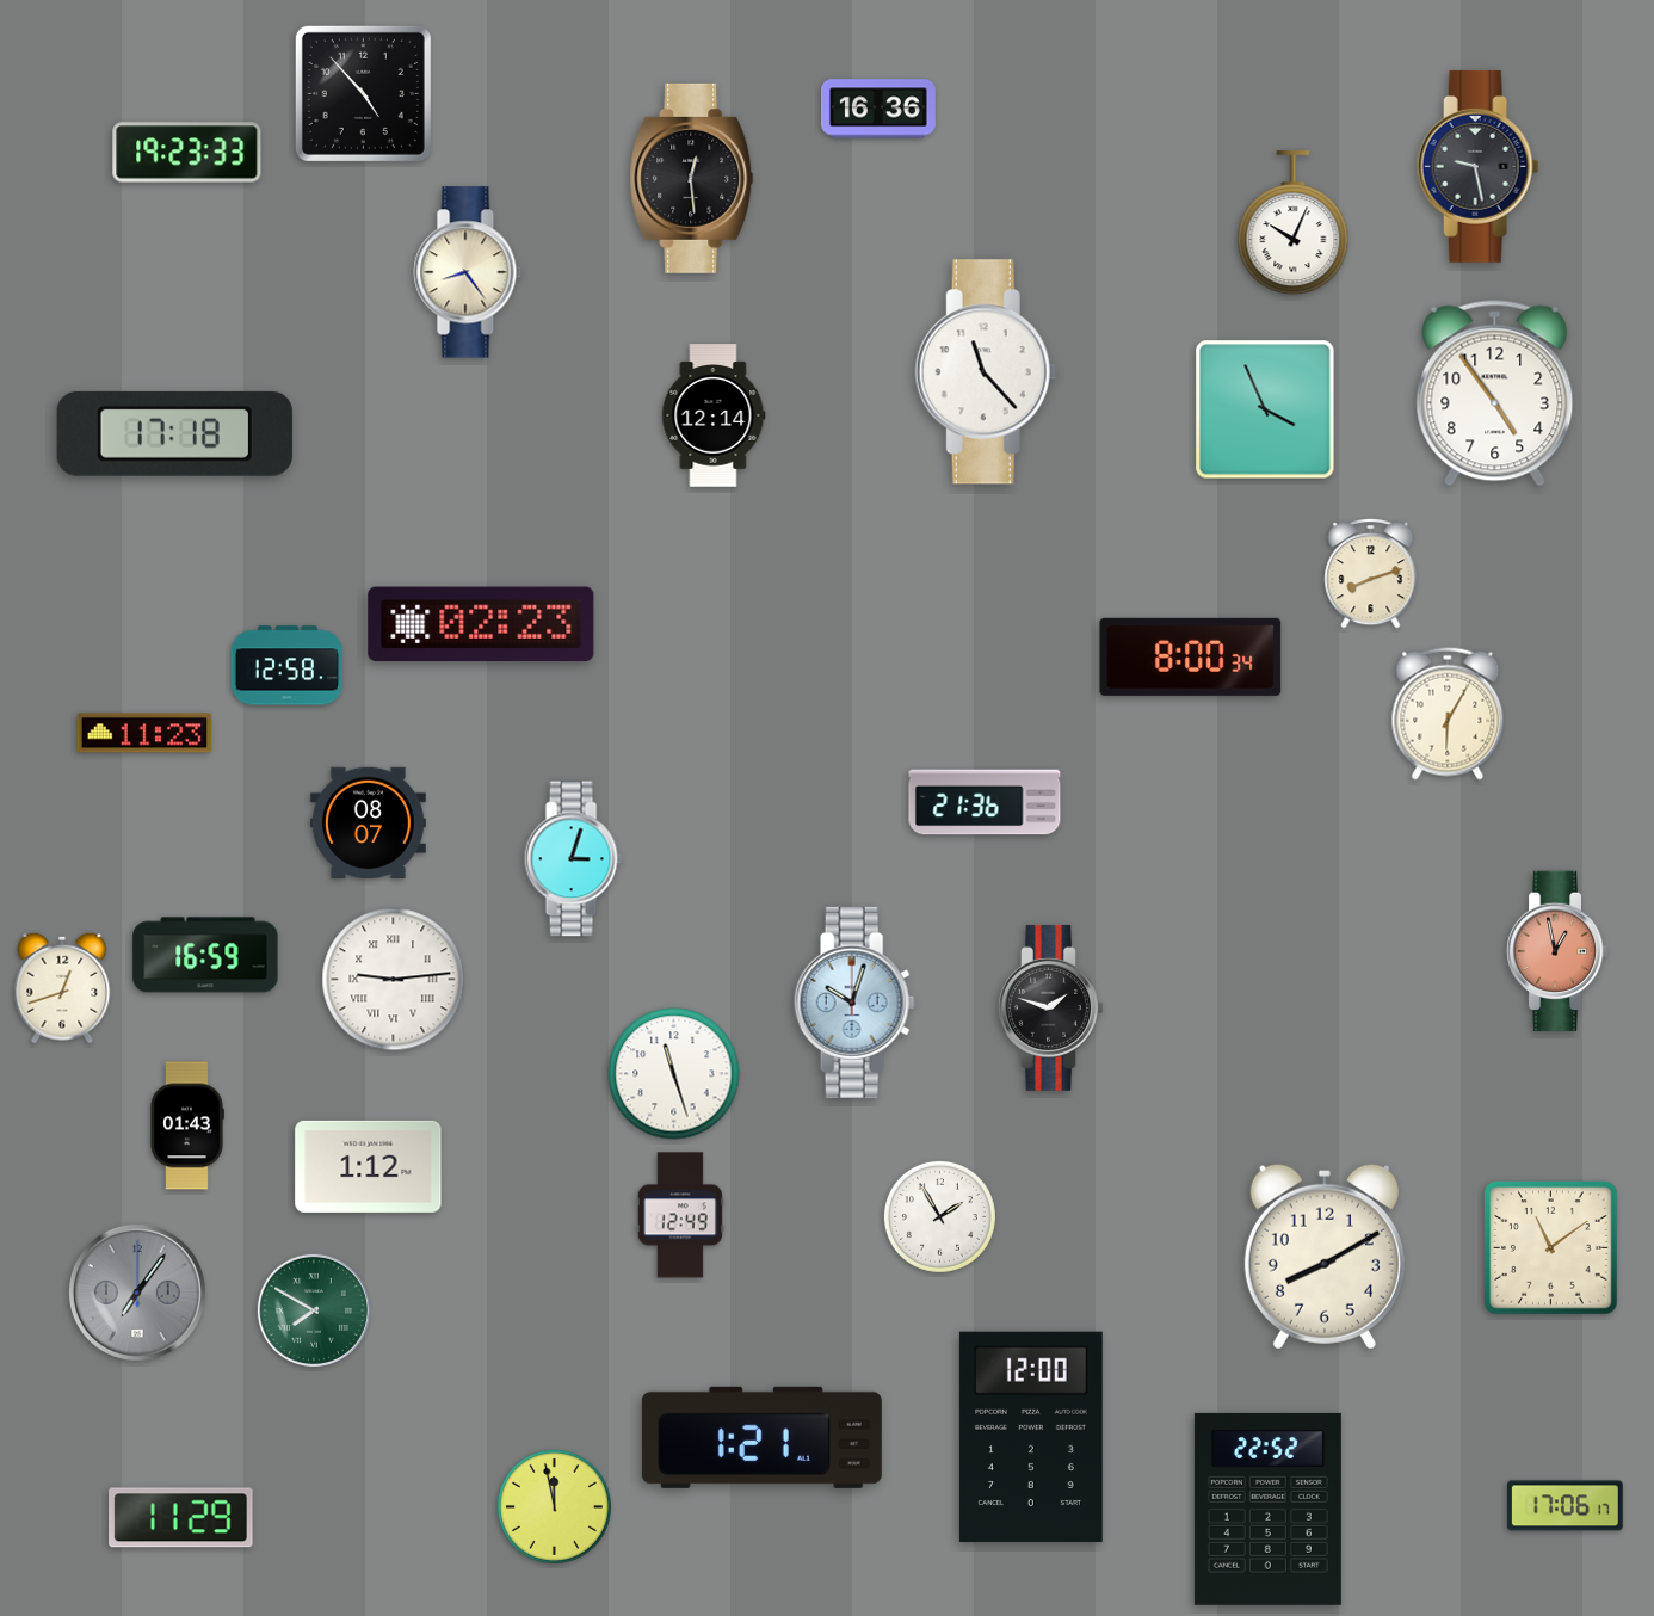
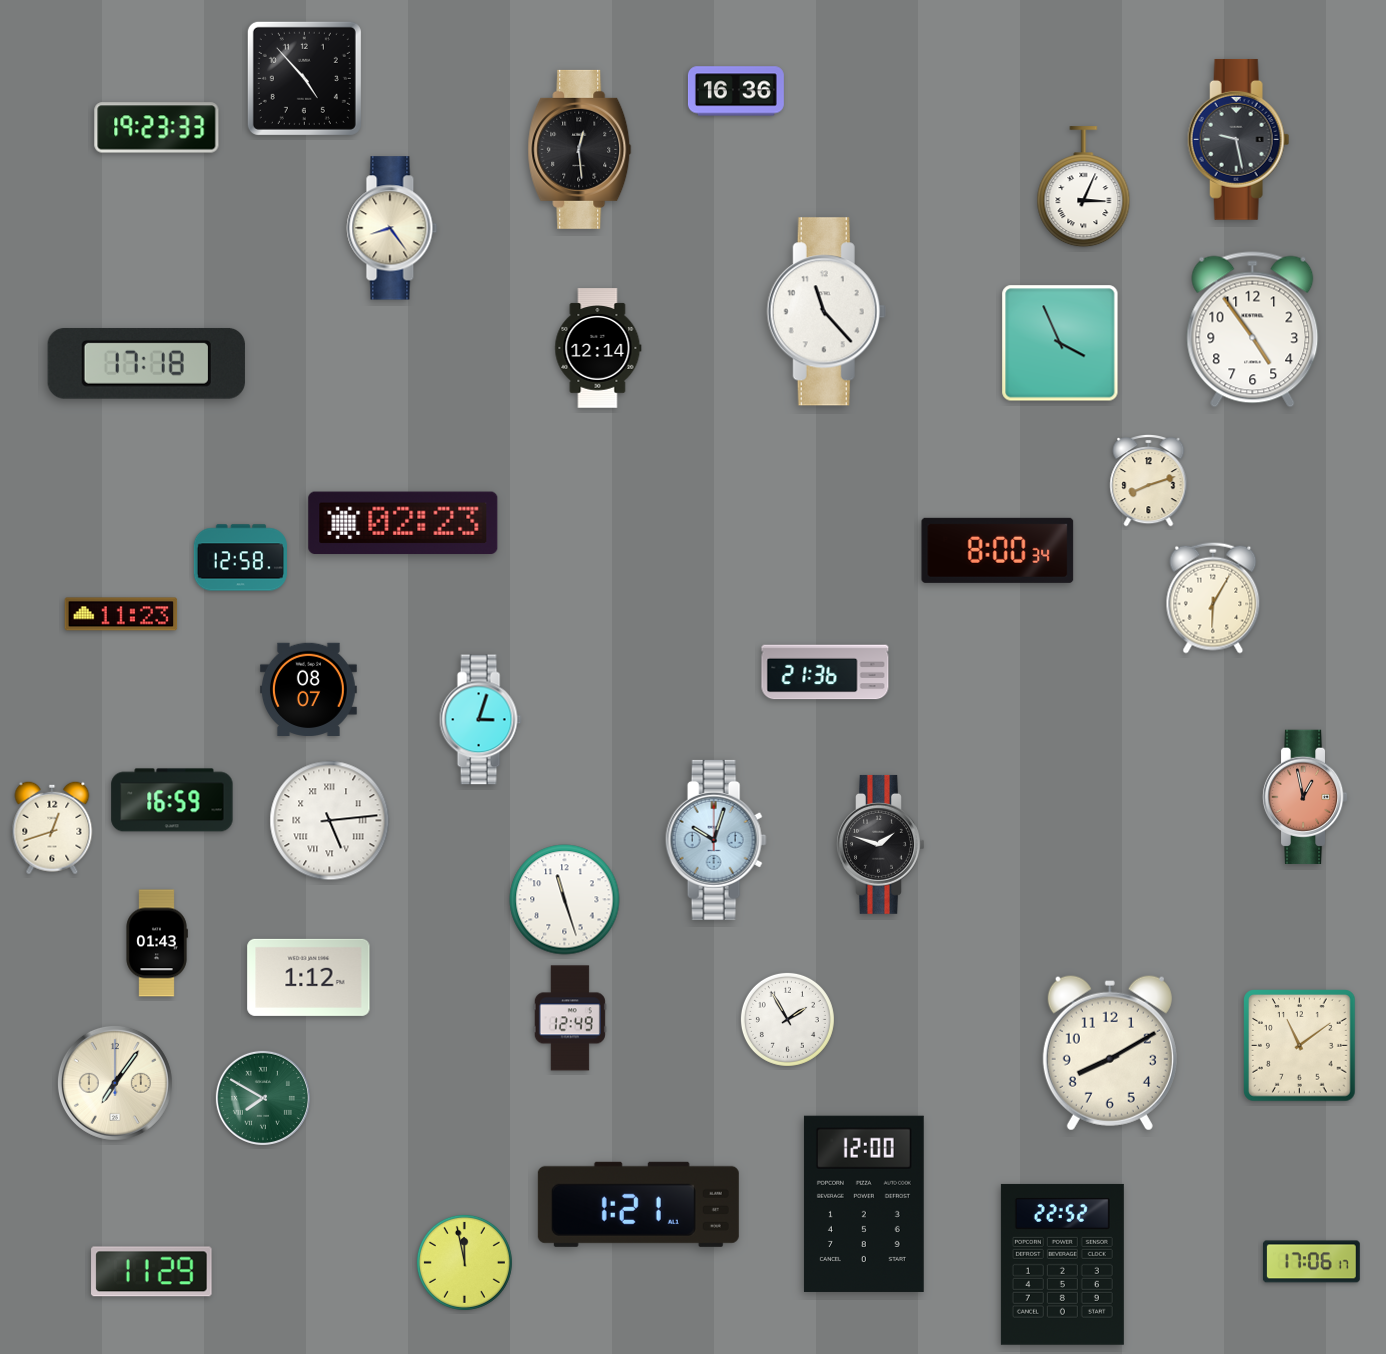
clock at (1294, 223): 10:04 -> 3:04
clock at (394, 980): 9:14 -> 5:14
clock at (137, 1293) dial: grey -> cream
